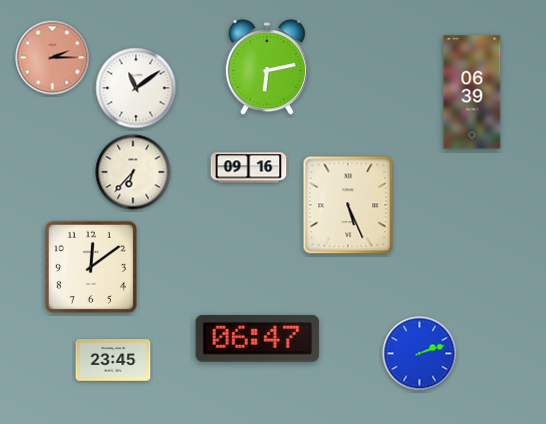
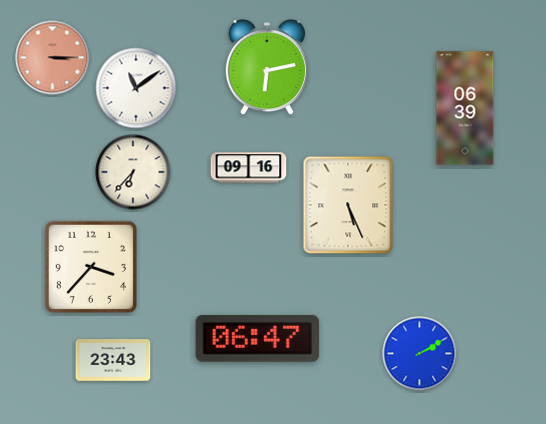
clock at (53, 58): 2:15 -> 3:15
clock at (472, 92) position: (472, 92) -> (465, 108)
clock at (91, 267): 12:09 -> 3:37
clock at (420, 354): 2:12 -> 2:10
clock at (113, 360): 23:45 -> 23:43
